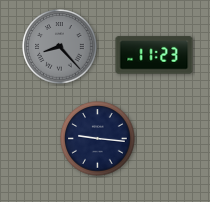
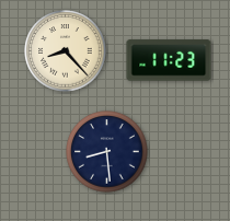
clock at (60, 47) dial: grey -> cream
clock at (98, 139): 9:16 -> 8:29
